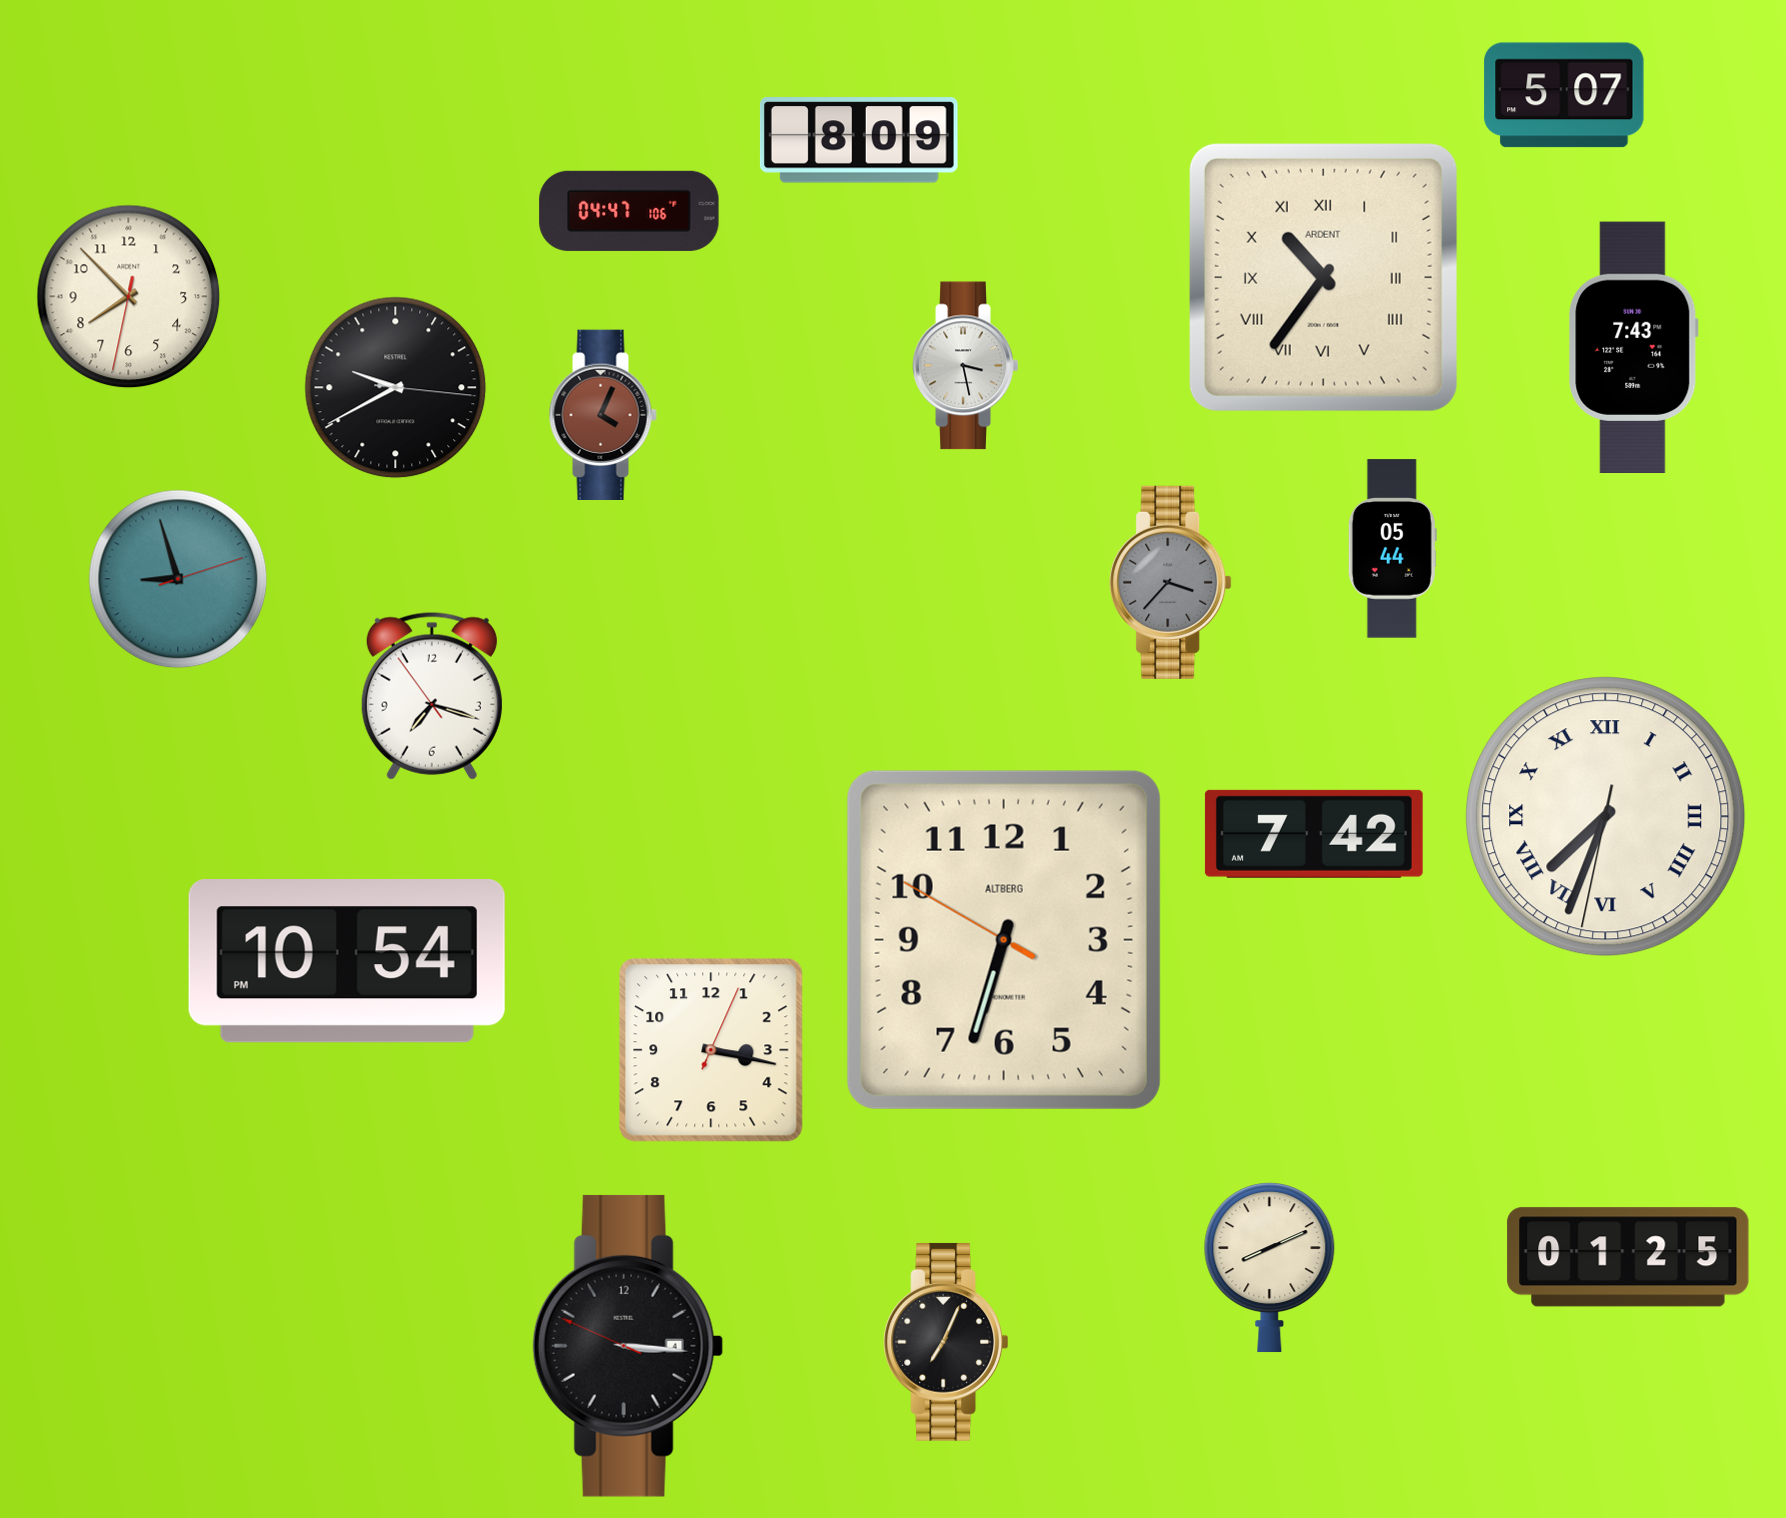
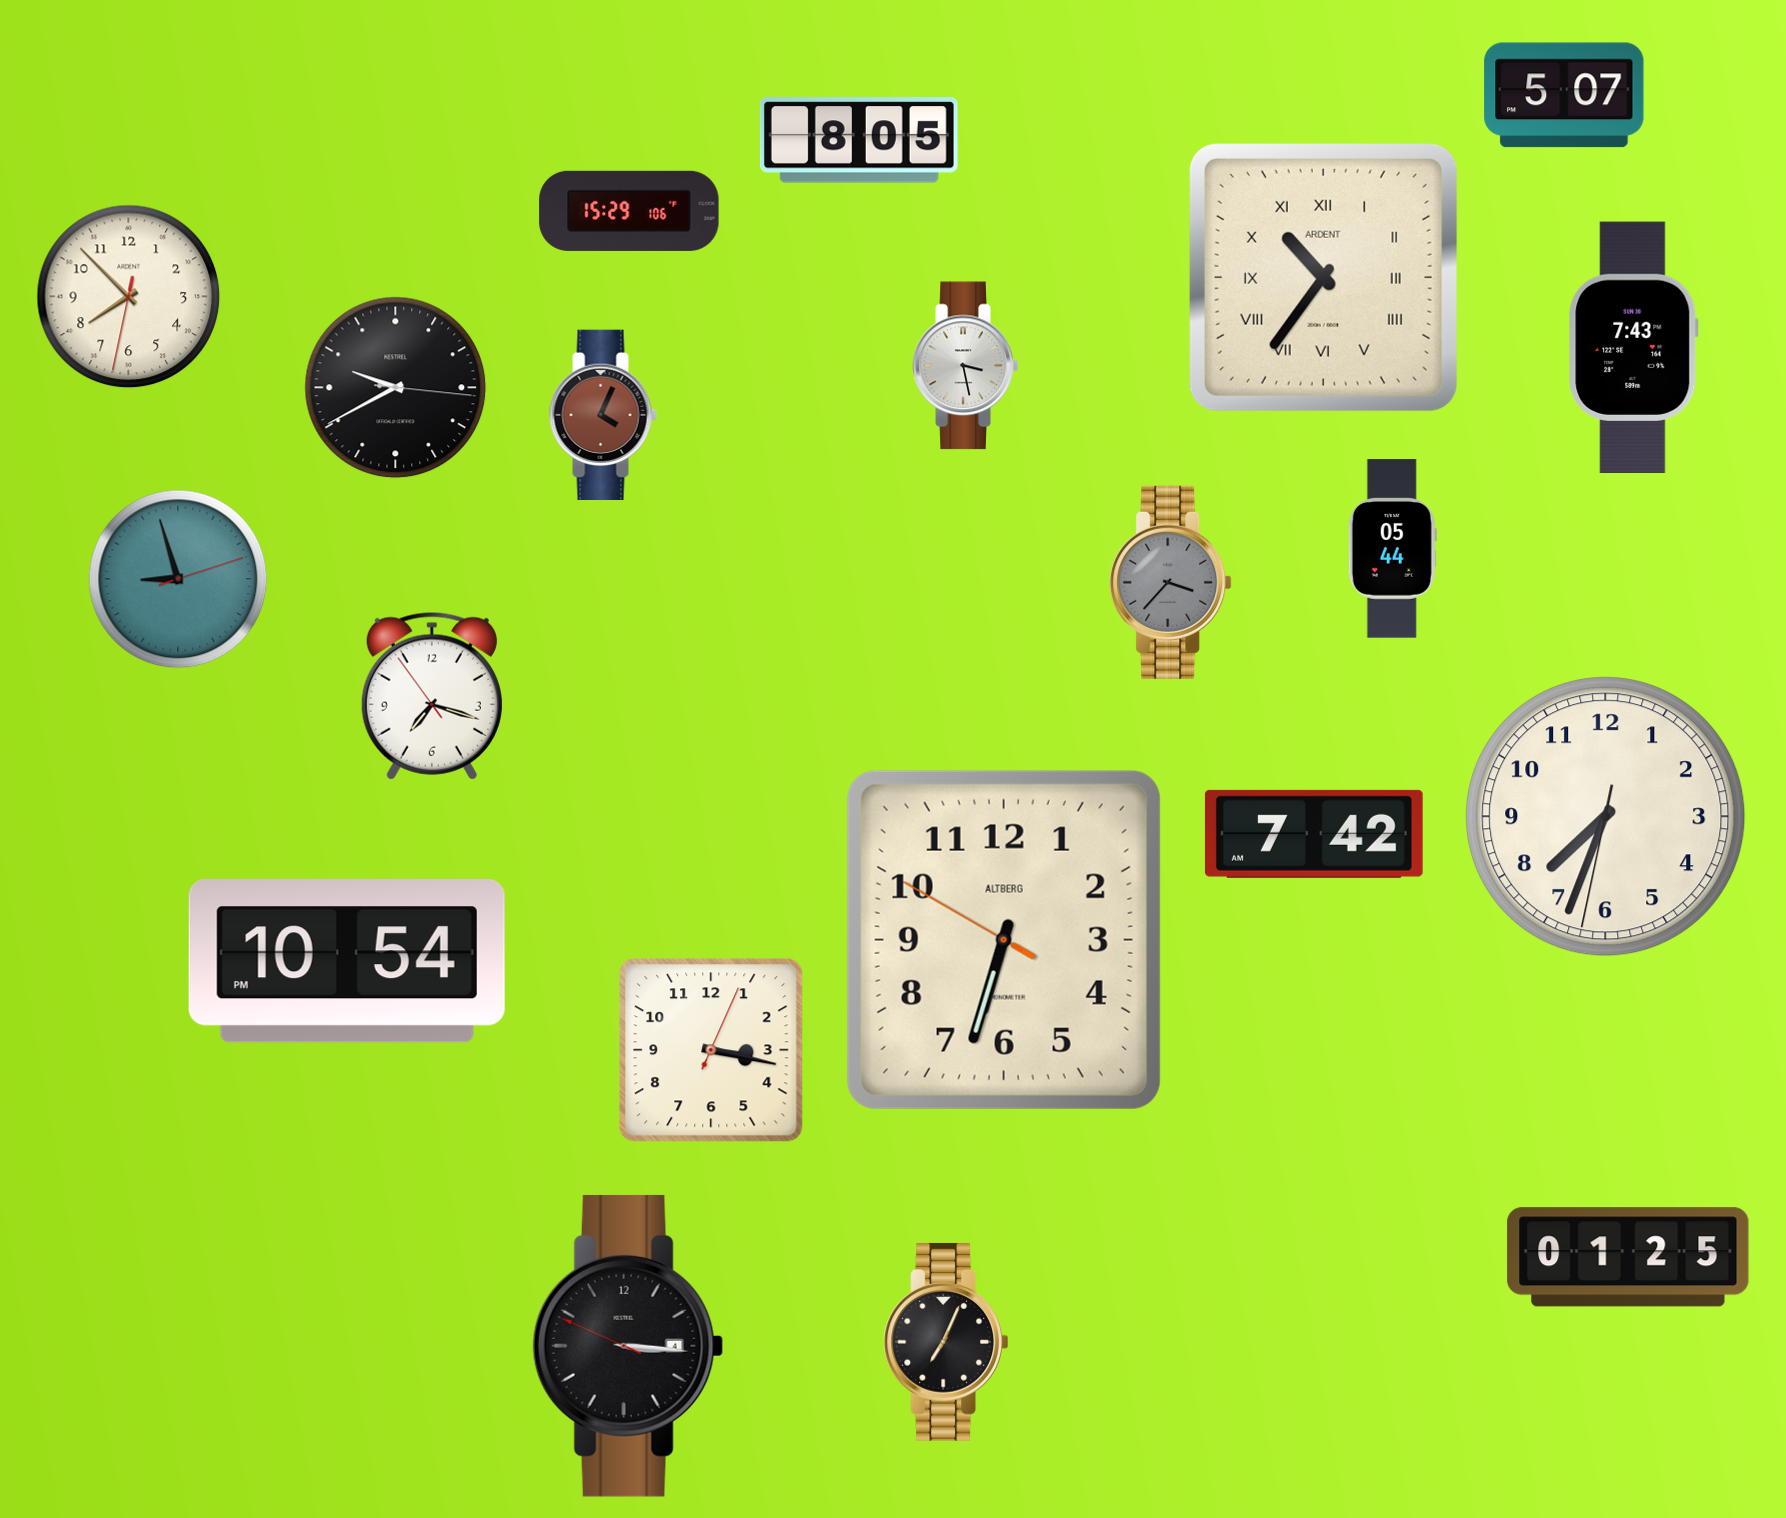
clock at (859, 140): 8:09 -> 8:05
clock at (629, 211): 04:47 -> 15:29
clock at (1606, 817) numerals: Roman -> Arabic
clock at (1270, 1268): 8:11 -> none
